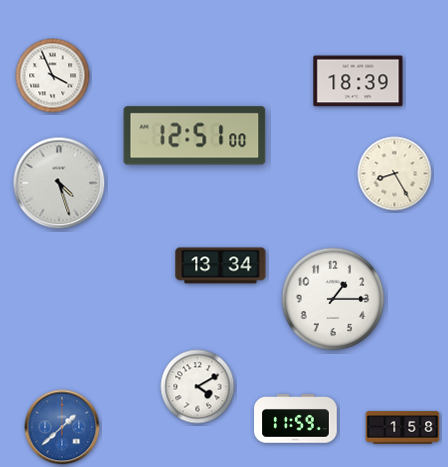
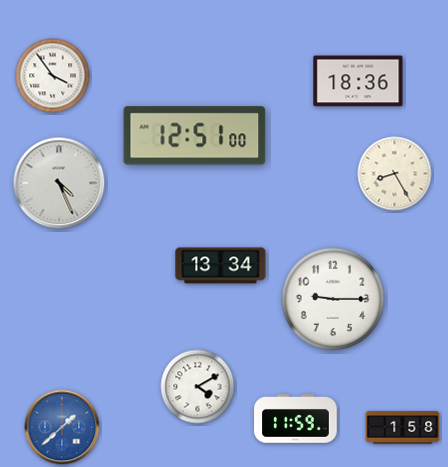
clock at (53, 76): 3:56 -> 3:54
clock at (358, 81): 18:39 -> 18:36
clock at (59, 183): 4:27 -> 4:26
clock at (333, 299): 1:15 -> 9:15
